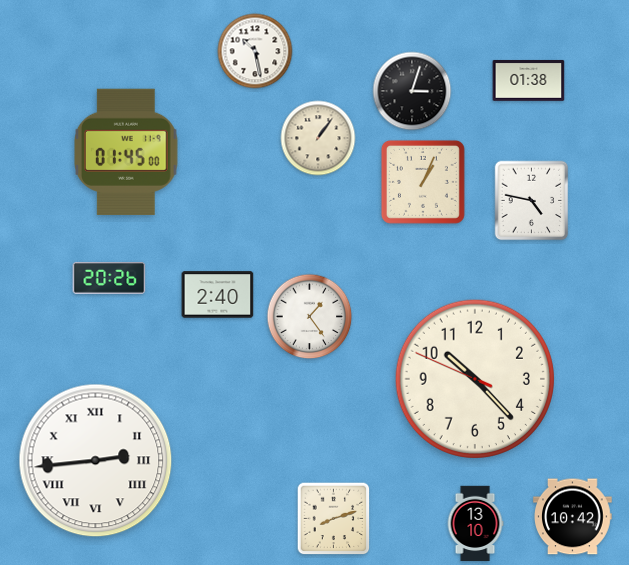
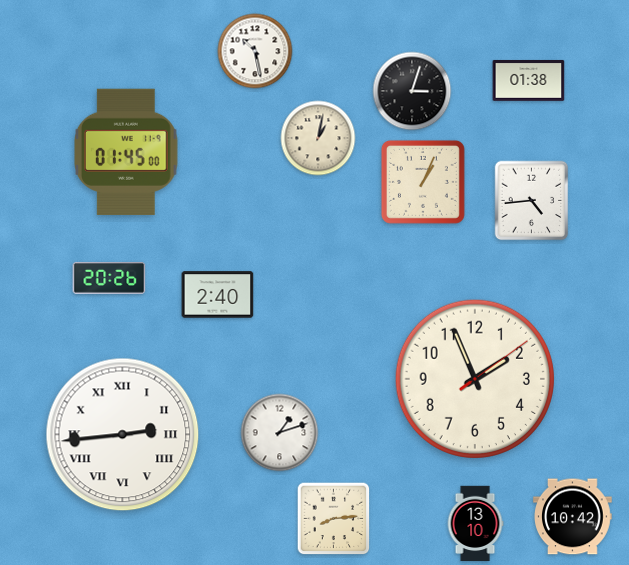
clock at (318, 138): 1:06 -> 1:02
clock at (532, 201): 4:47 -> 4:44
clock at (310, 317): 1:24 -> none
clock at (475, 379): 10:22 -> 1:56
clock at (280, 433): none -> 1:12
clock at (96, 461) position: (96, 461) -> (123, 435)
clock at (334, 519): 8:12 -> 8:14
